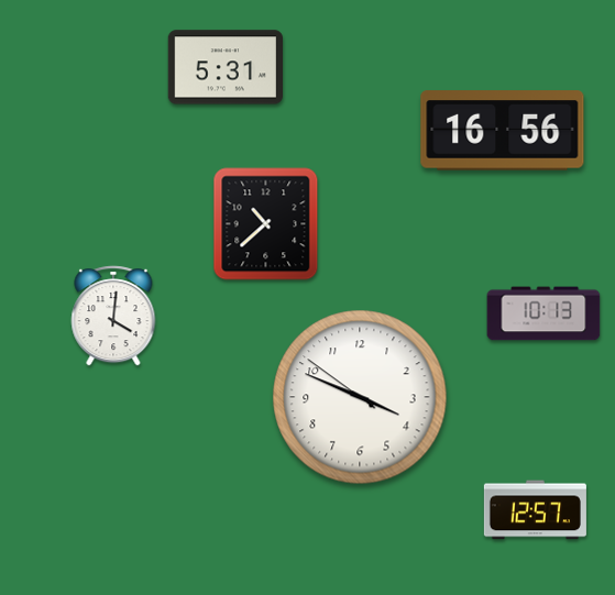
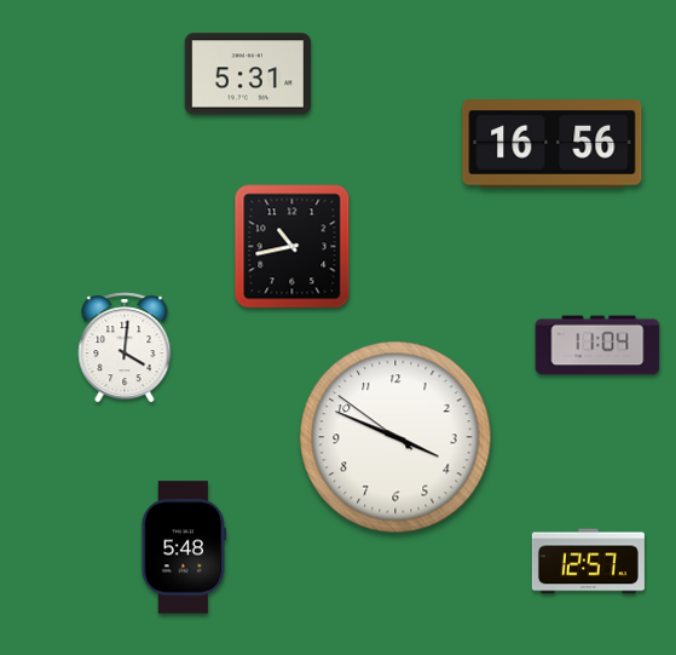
clock at (266, 224): 10:38 -> 10:43
clock at (543, 313): 10:13 -> 11:04
clock at (184, 547): none -> 5:48
